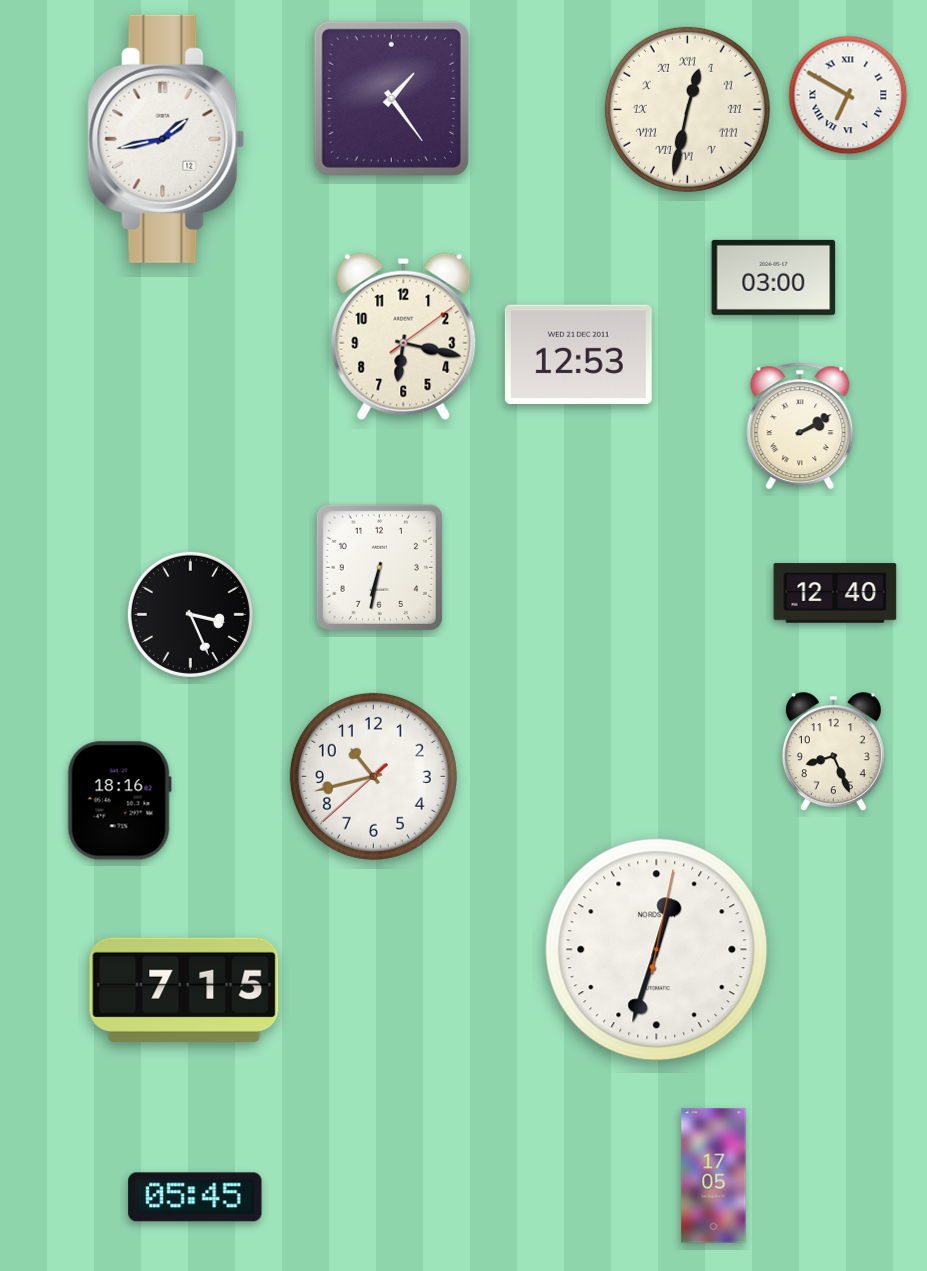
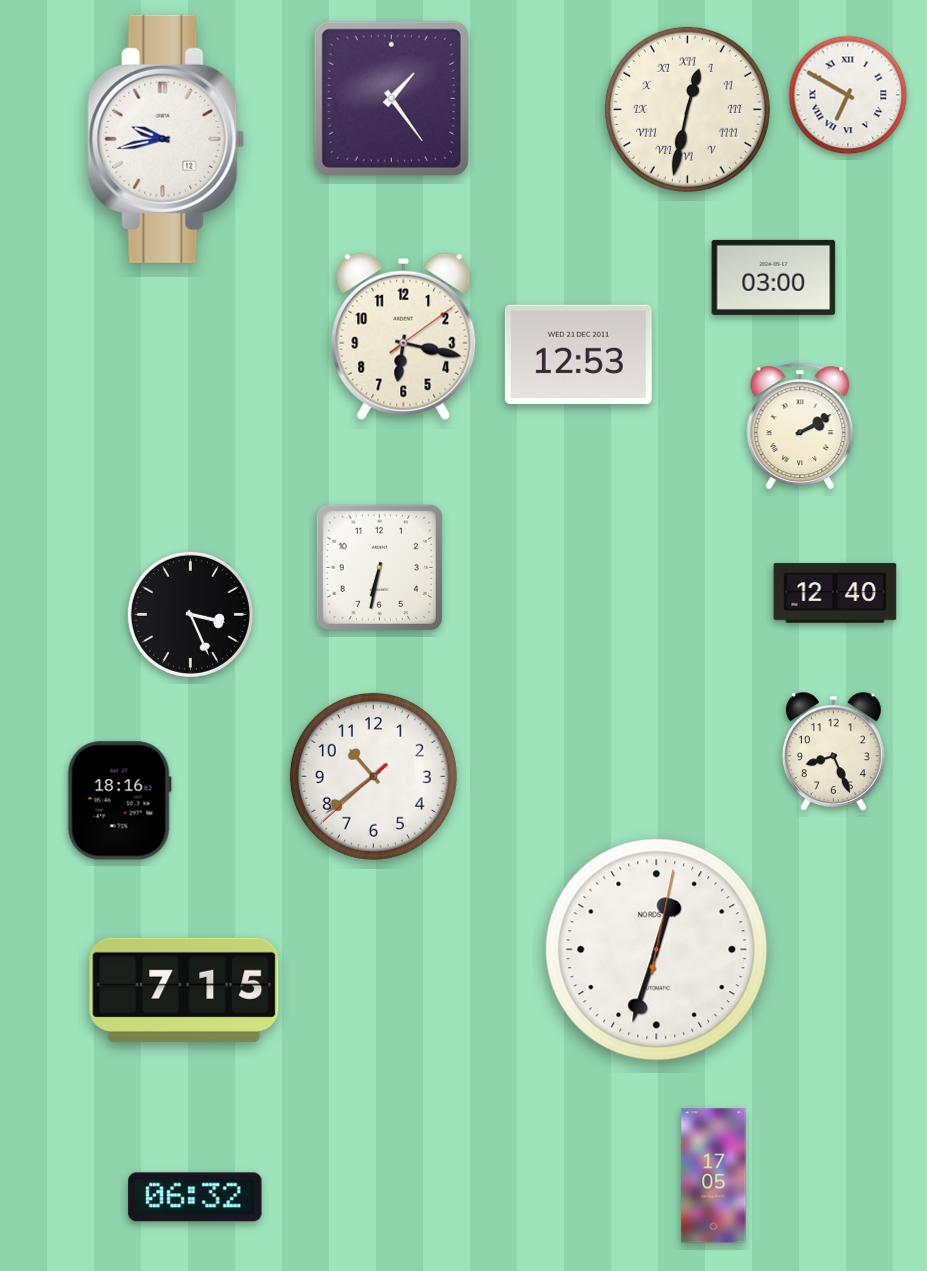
clock at (166, 139): 1:43 -> 9:43
clock at (373, 776): 10:42 -> 10:38
clock at (195, 1197): 05:45 -> 06:32
